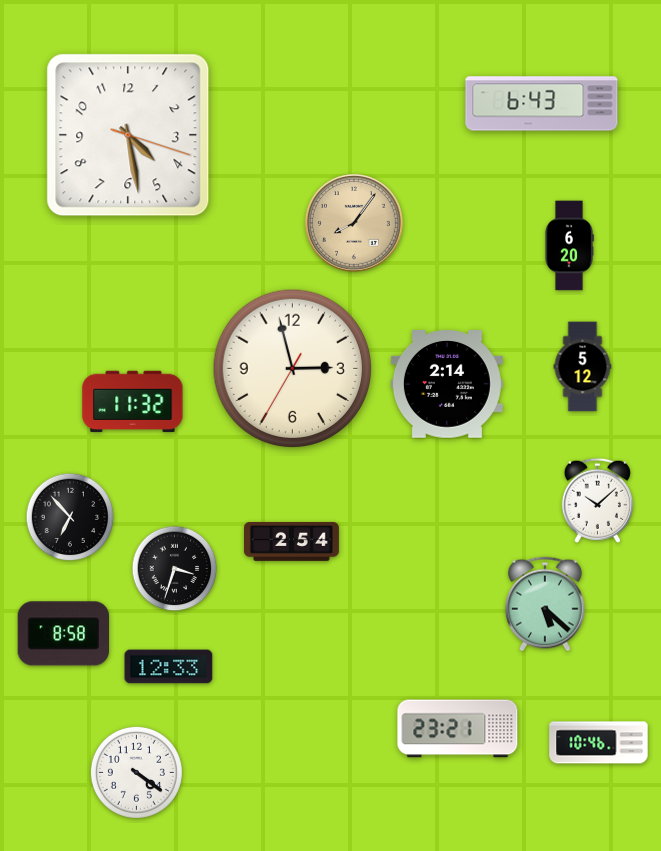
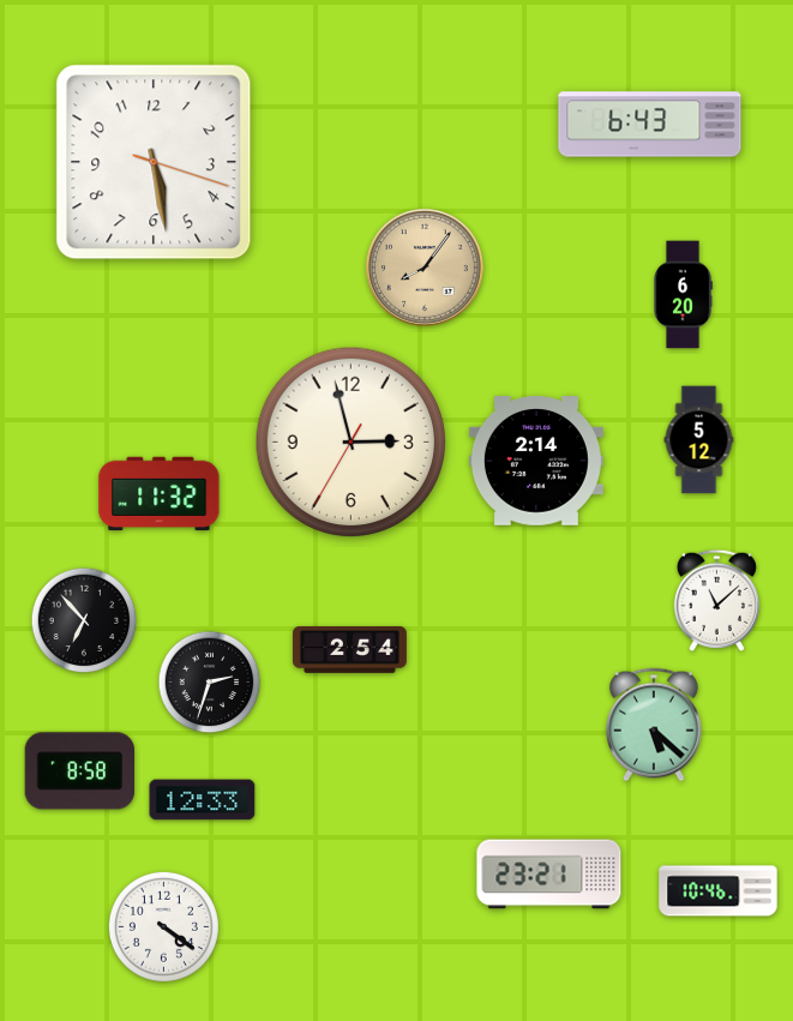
clock at (128, 135): 4:28 -> 5:28
clock at (133, 402) position: (133, 402) -> (160, 494)
clock at (597, 500): 10:08 -> 11:08
clock at (175, 569): 3:33 -> 2:33
clock at (64, 634) position: (64, 634) -> (80, 771)
